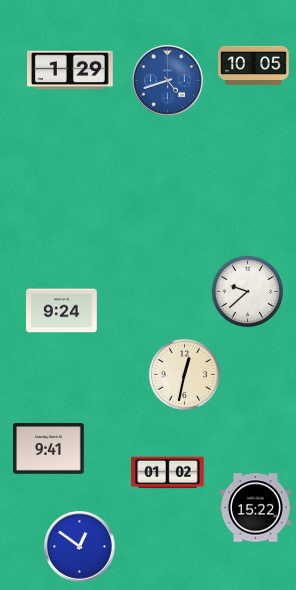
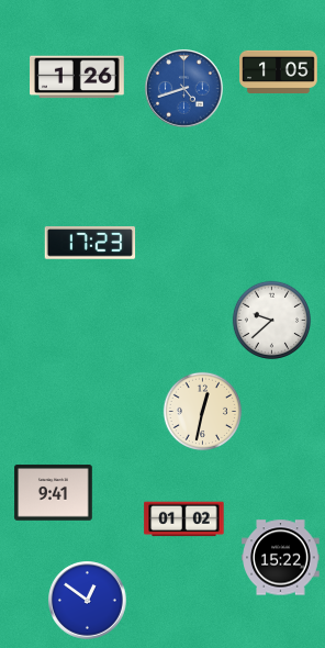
clock at (254, 65): 10:05 -> 1:05
clock at (71, 70): 1:29 -> 1:26
clock at (90, 243): none -> 17:23
clock at (62, 311): 9:24 -> none
